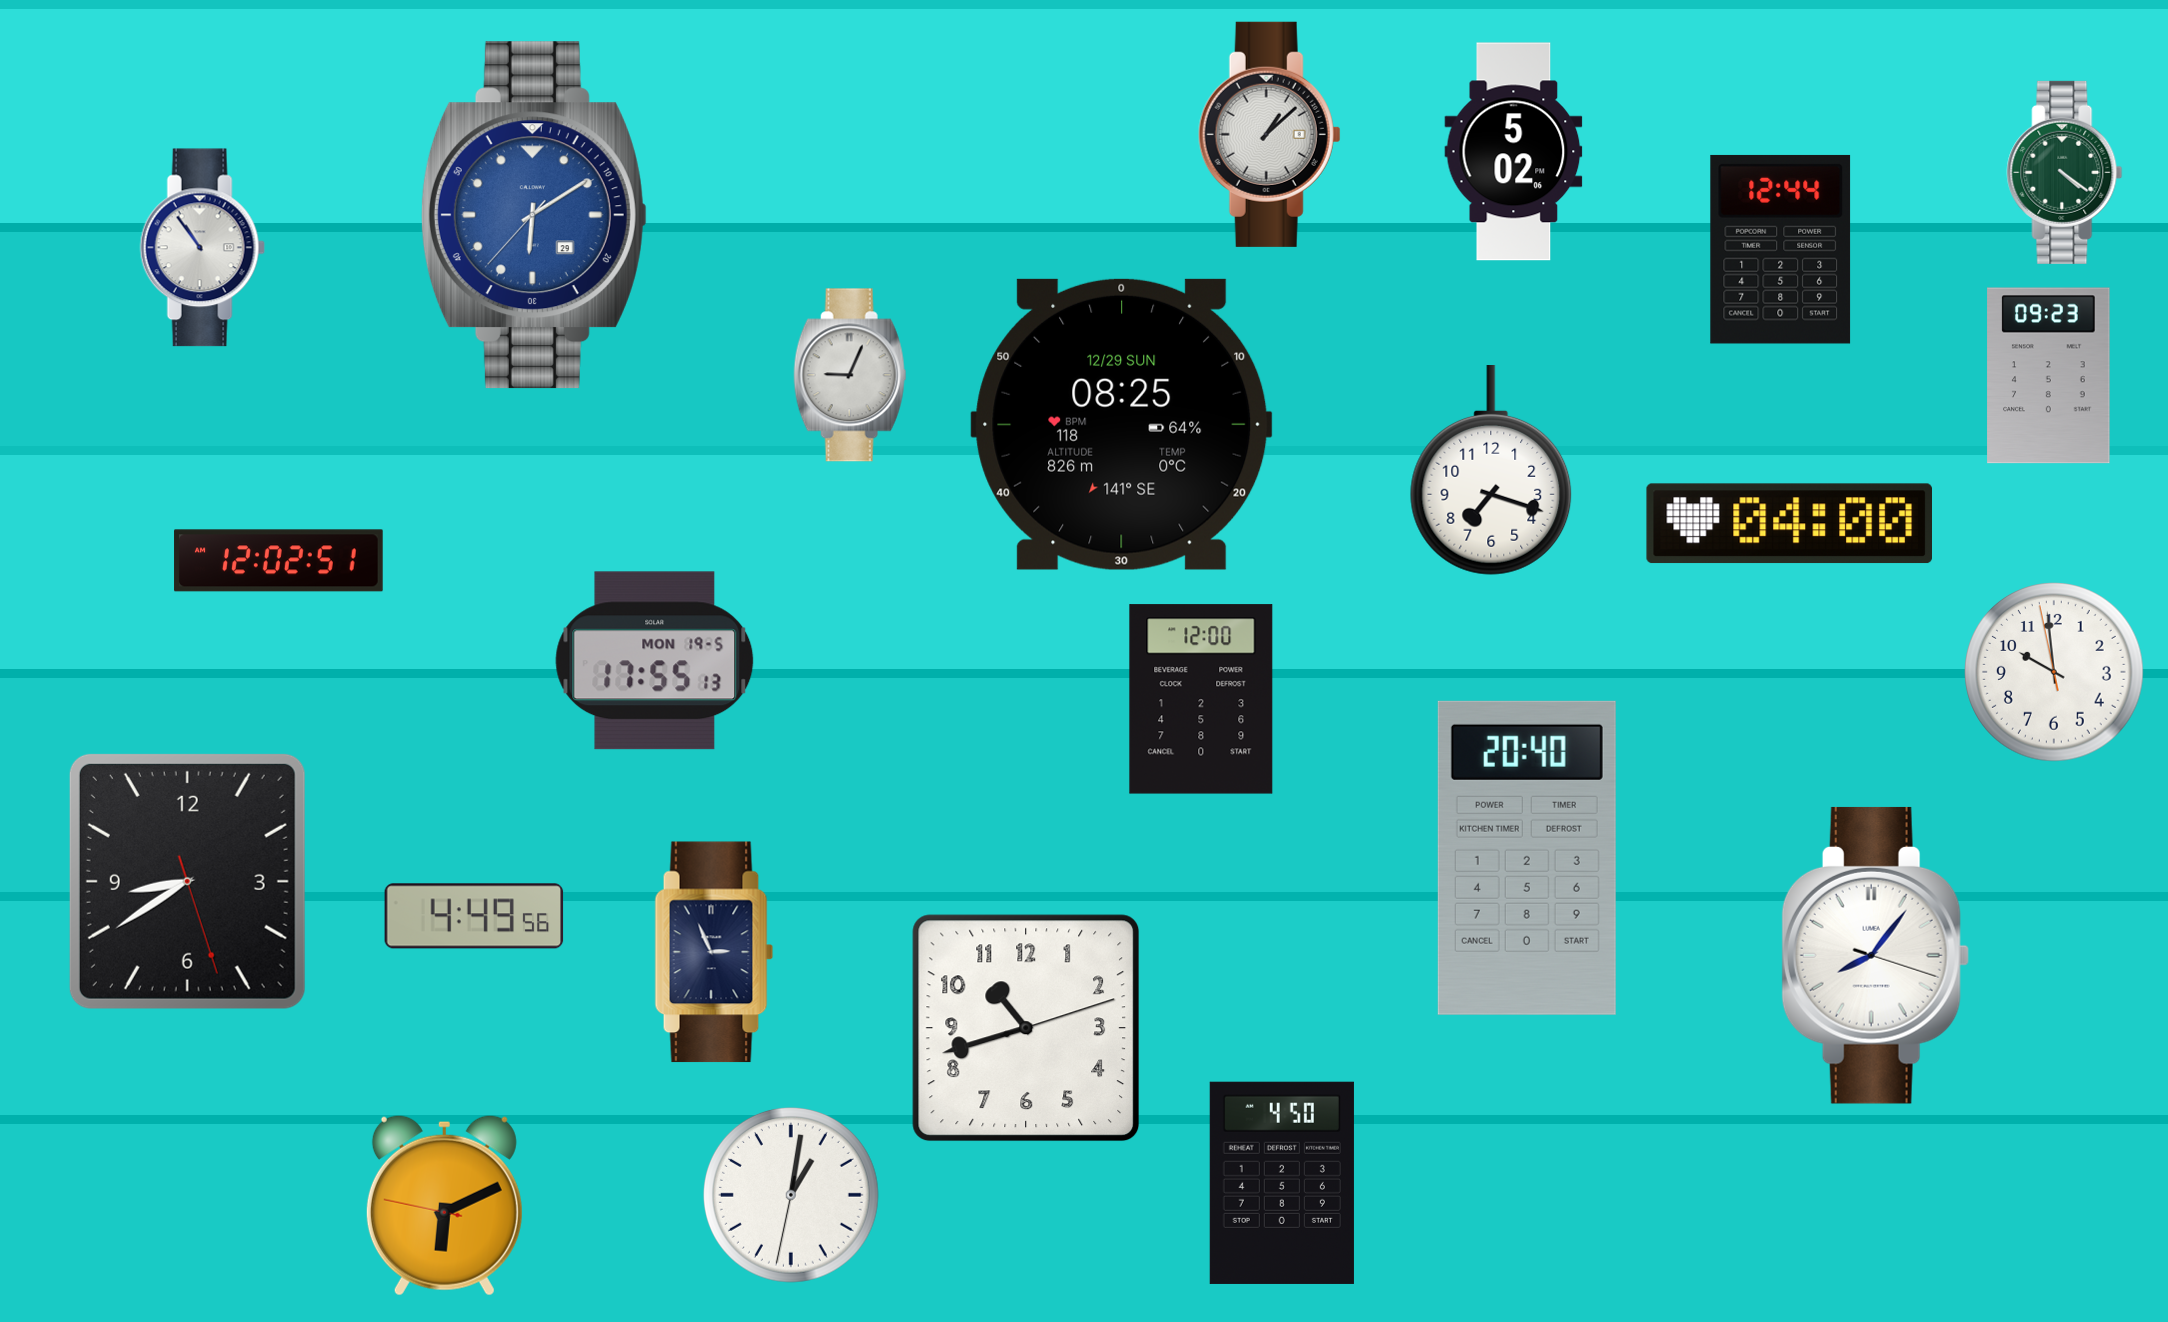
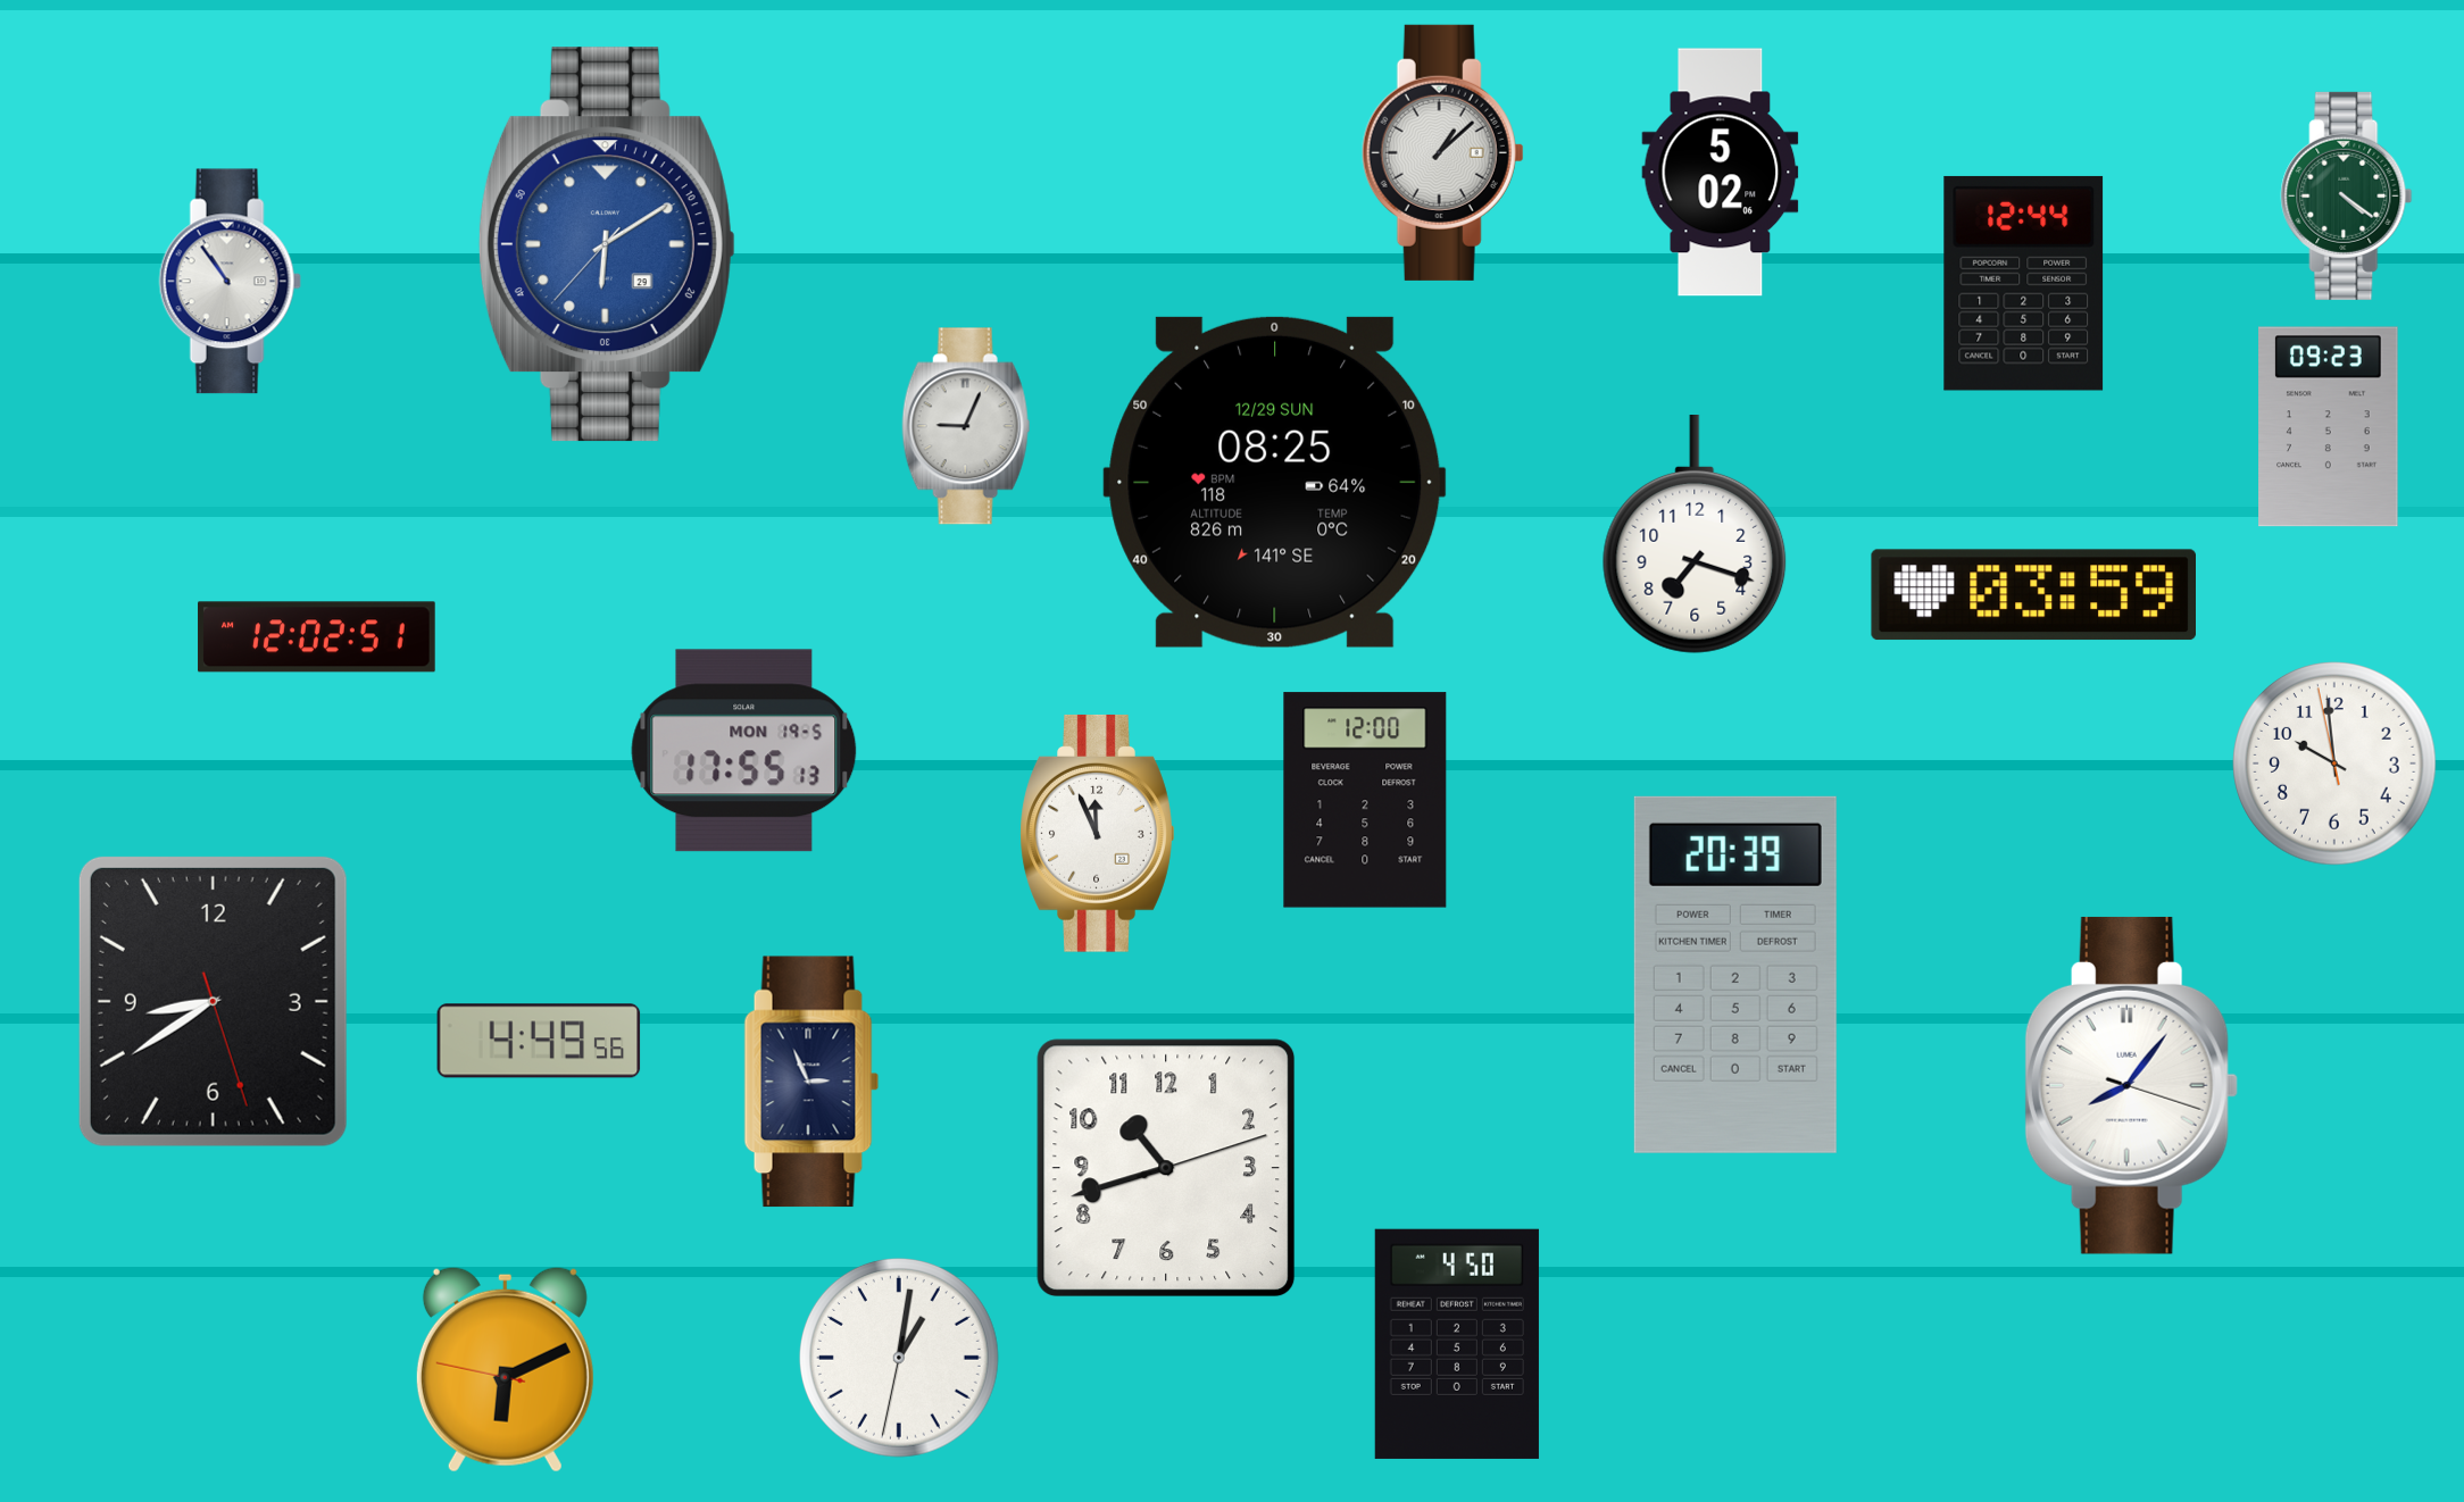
clock at (1789, 524): 04:00 -> 03:59
clock at (1201, 699) position: (1201, 699) -> (1365, 800)
clock at (1098, 833): none -> 11:56
clock at (1527, 858): 20:40 -> 20:39
